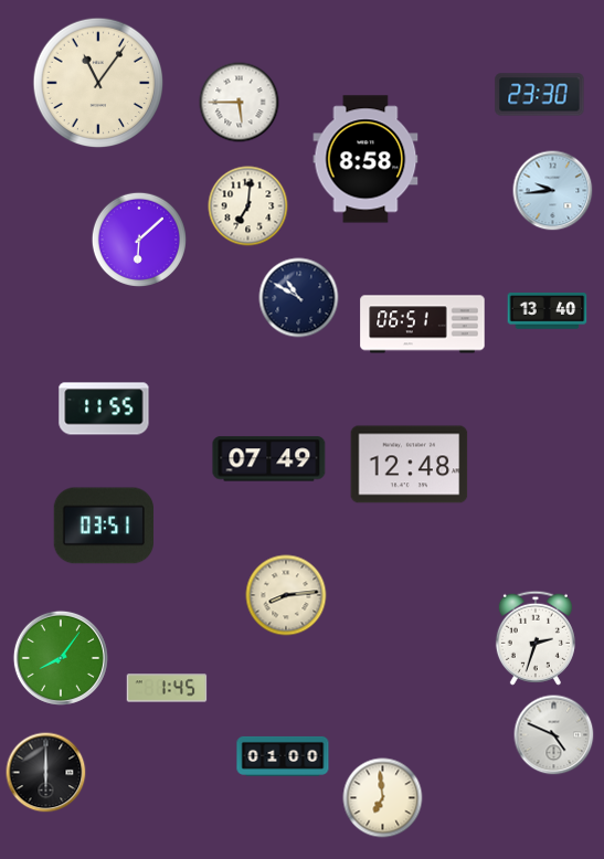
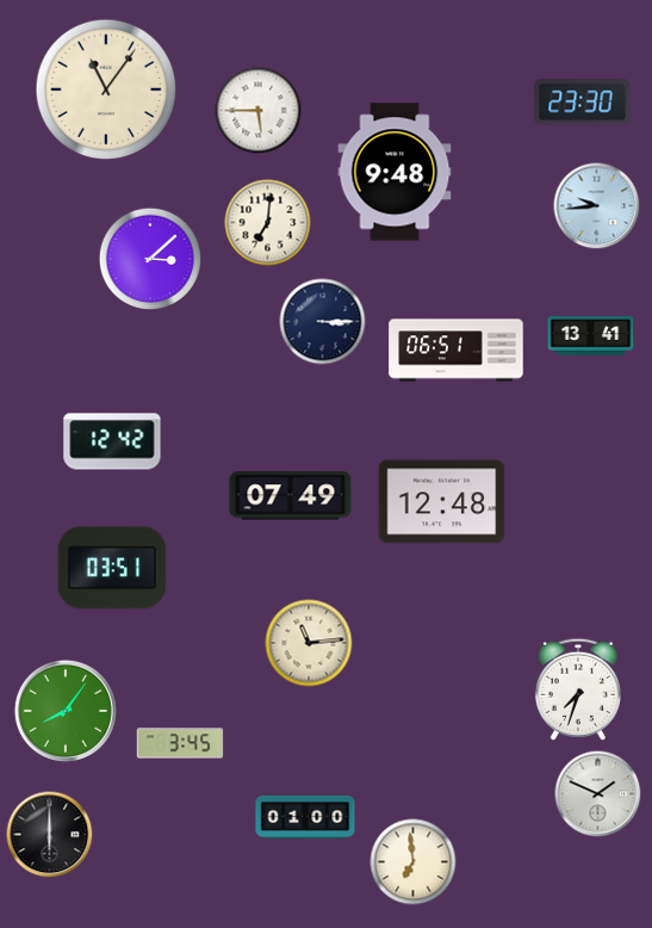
clock at (365, 159): 8:58 -> 9:48
clock at (138, 238): 6:08 -> 3:08
clock at (299, 298): 10:50 -> 3:15
clock at (548, 311): 13:40 -> 13:41
clock at (104, 409): 11:55 -> 12:42
clock at (286, 595): 8:14 -> 11:14
clock at (536, 638): 2:33 -> 7:33
clock at (167, 688): 1:45 -> 3:45
clock at (554, 735): 4:49 -> 1:49
